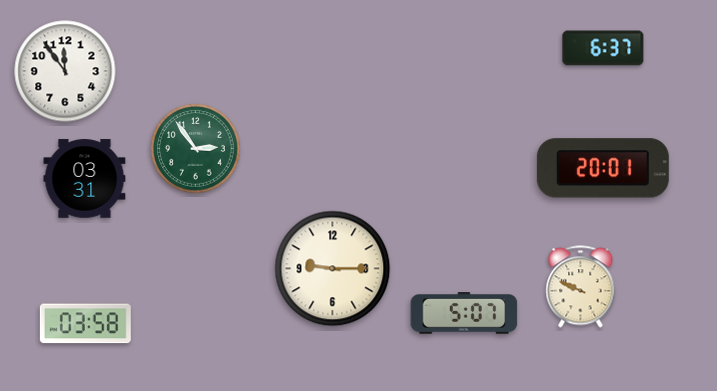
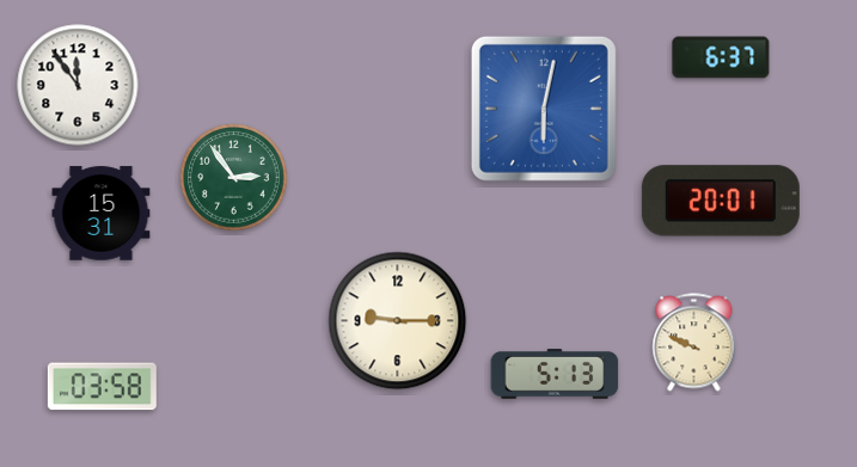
clock at (544, 109): none -> 6:02
clock at (85, 179): 03:31 -> 15:31
clock at (464, 313): 5:07 -> 5:13
